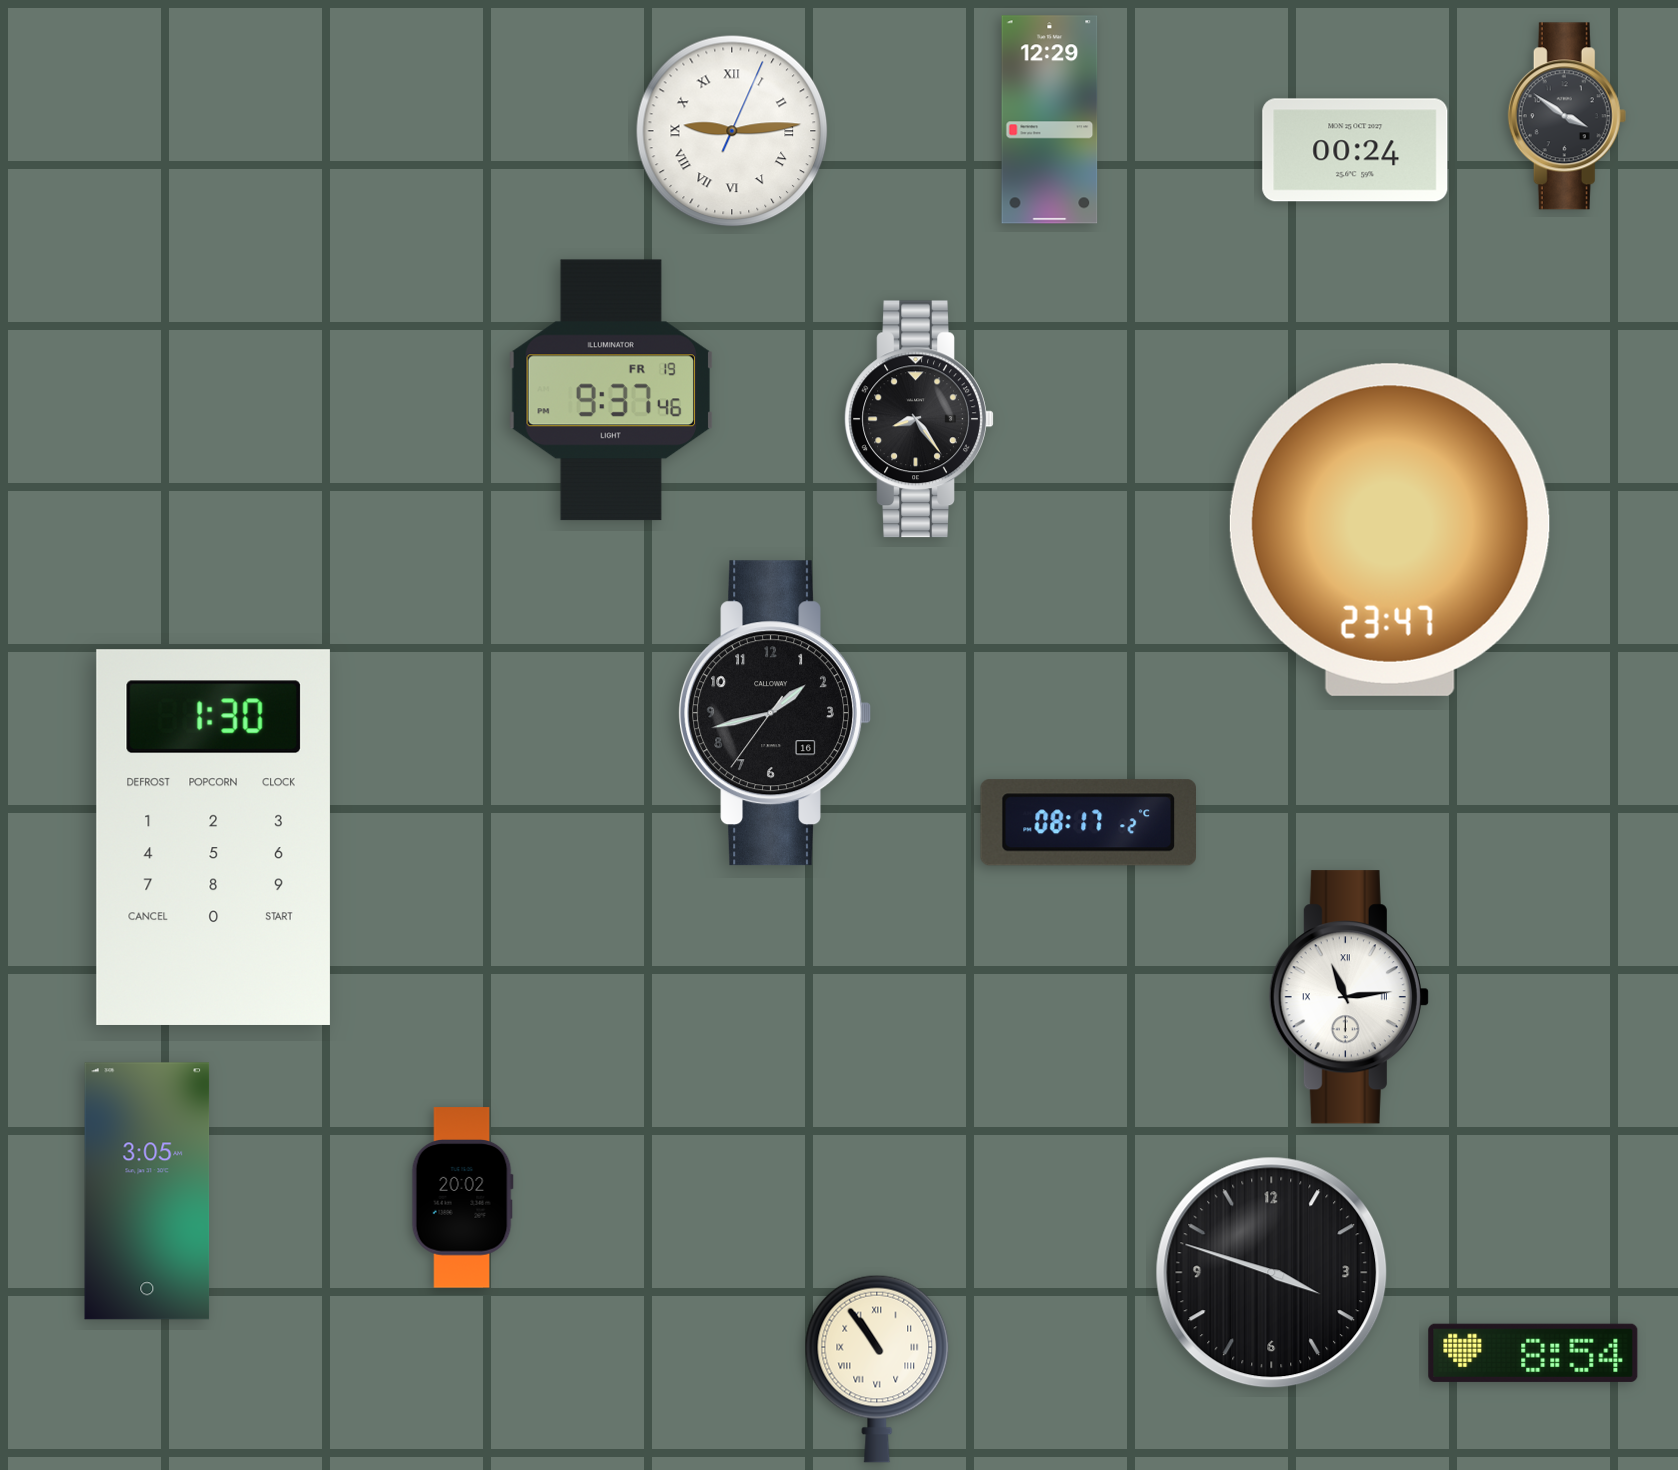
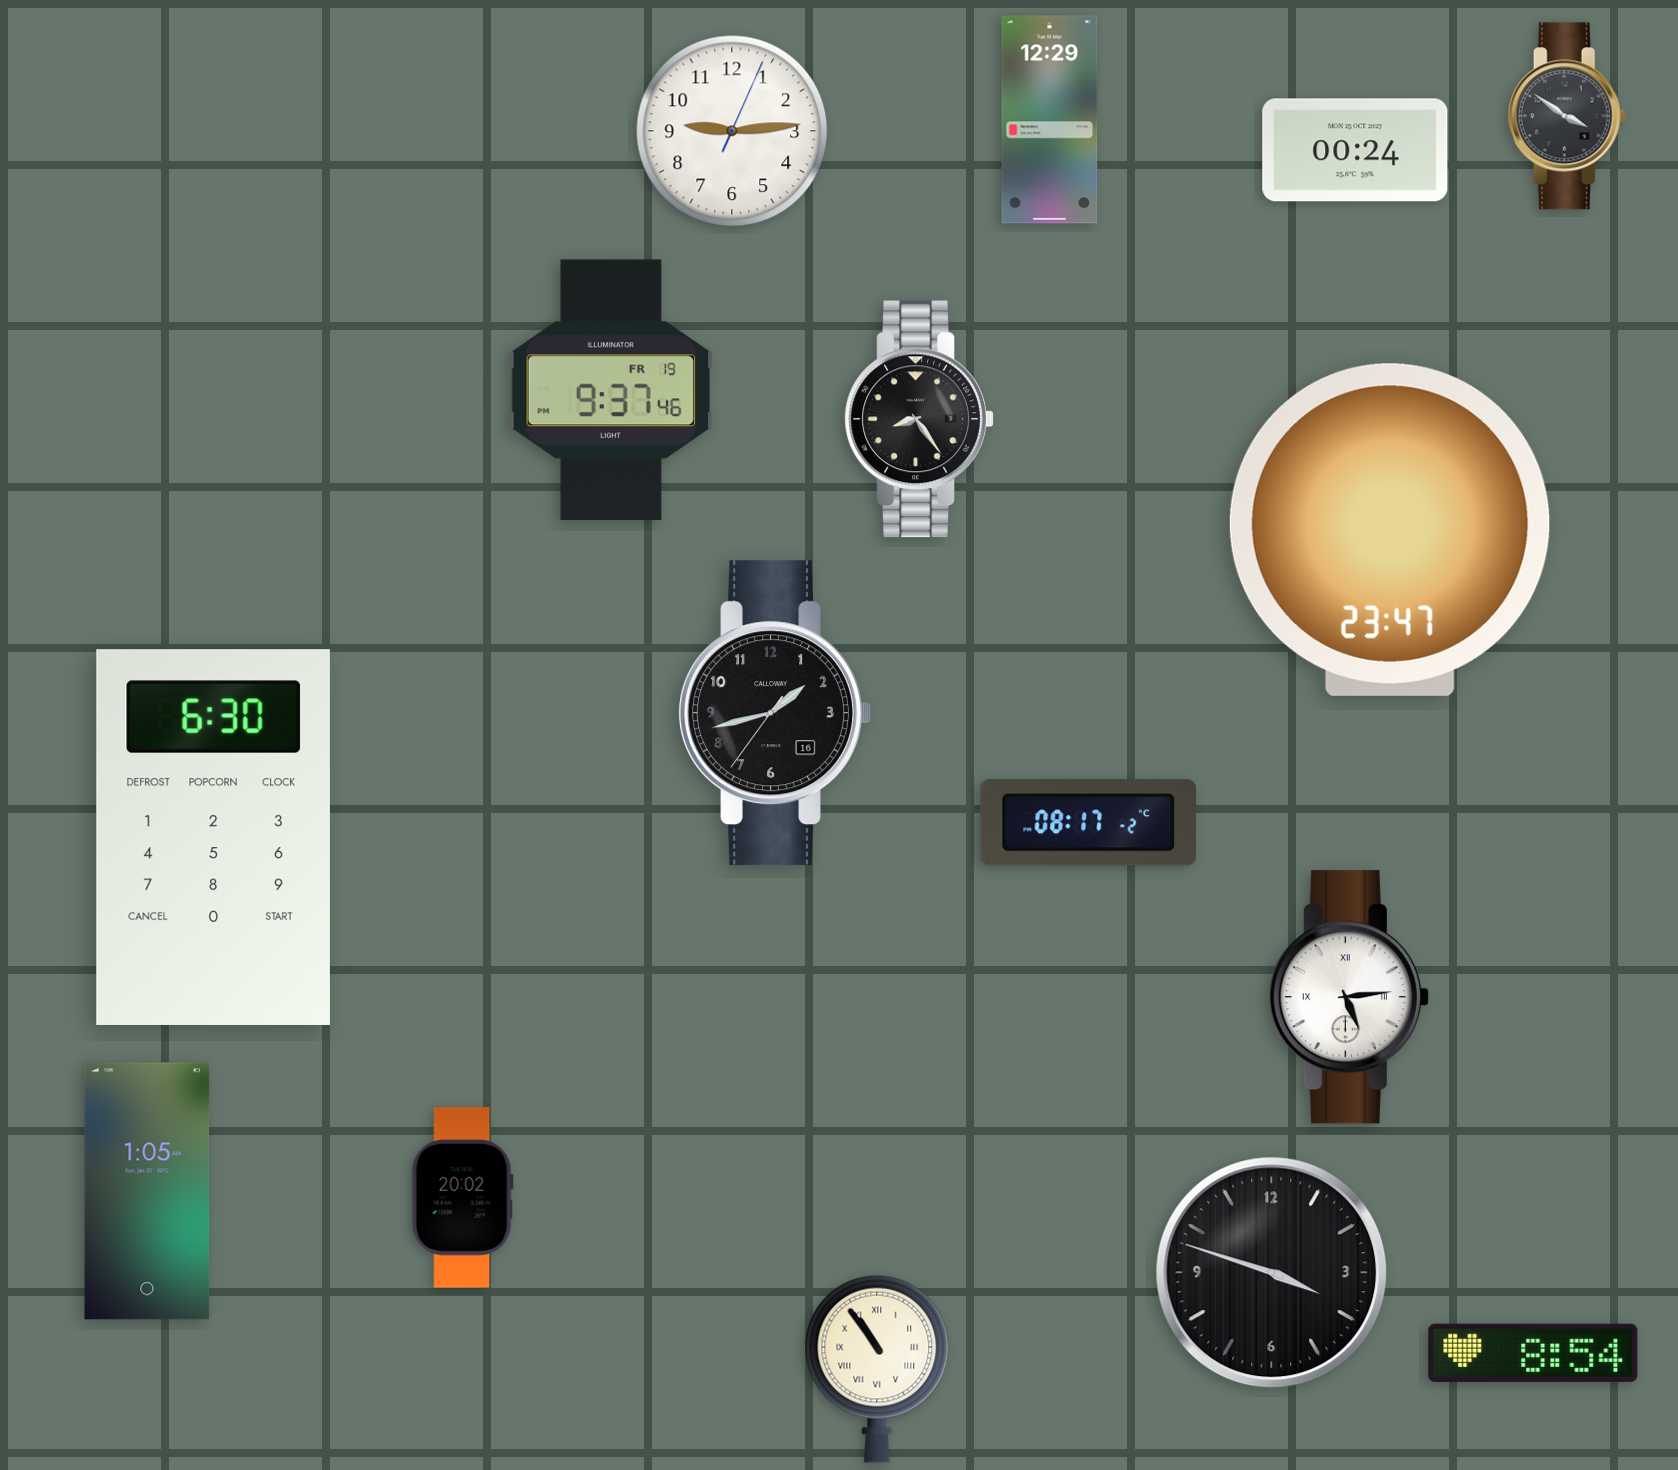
clock at (732, 131) numerals: Roman -> Arabic
clock at (213, 837): 1:30 -> 6:30
clock at (1349, 997): 11:14 -> 5:14
clock at (147, 1191): 3:05 -> 1:05
